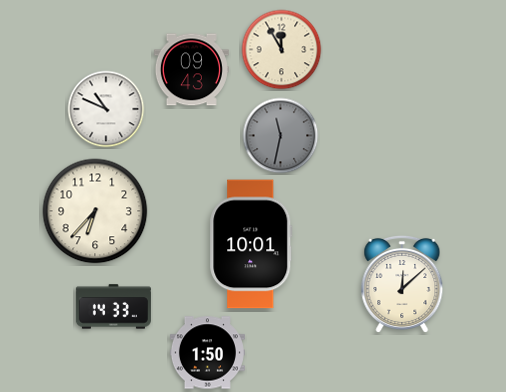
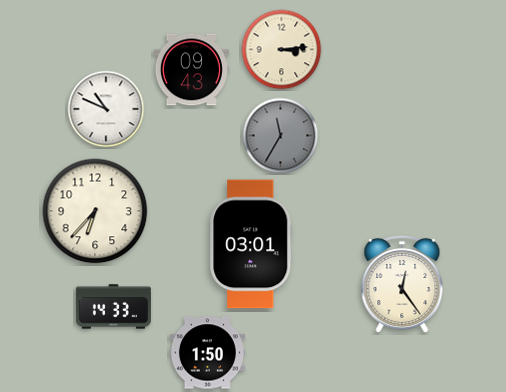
clock at (282, 50): 11:55 -> 3:14
clock at (281, 136): 11:32 -> 11:35
clock at (251, 244): 10:01 -> 03:01
clock at (402, 283): 12:08 -> 12:24
